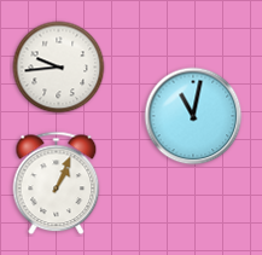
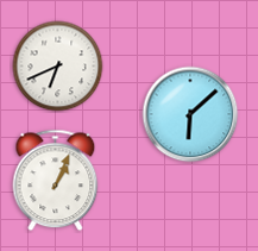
clock at (59, 68): 9:44 -> 6:41
clock at (193, 116): 11:02 -> 6:08
